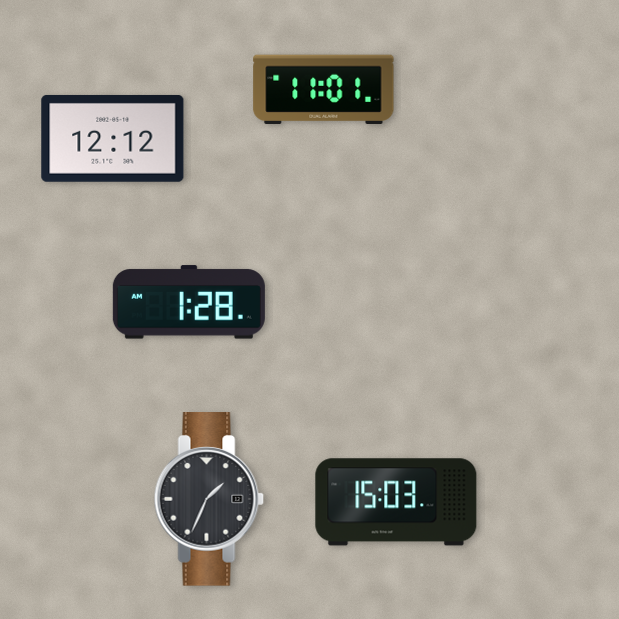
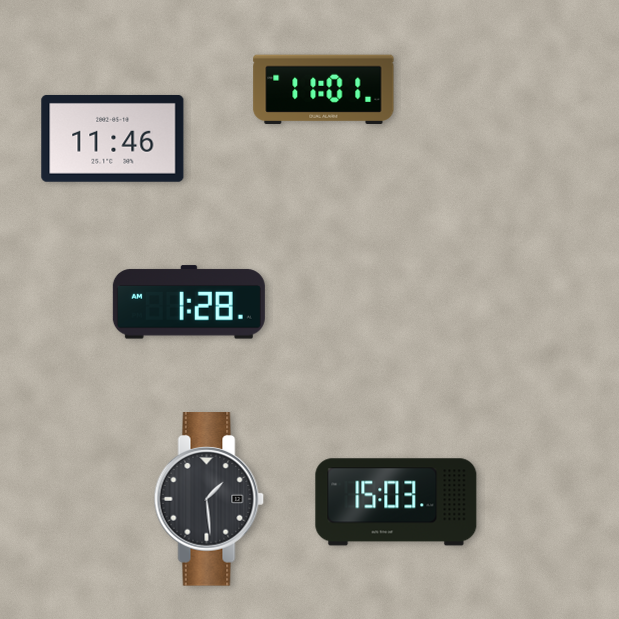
clock at (113, 138): 12:12 -> 11:46
clock at (209, 499): 1:34 -> 1:29
